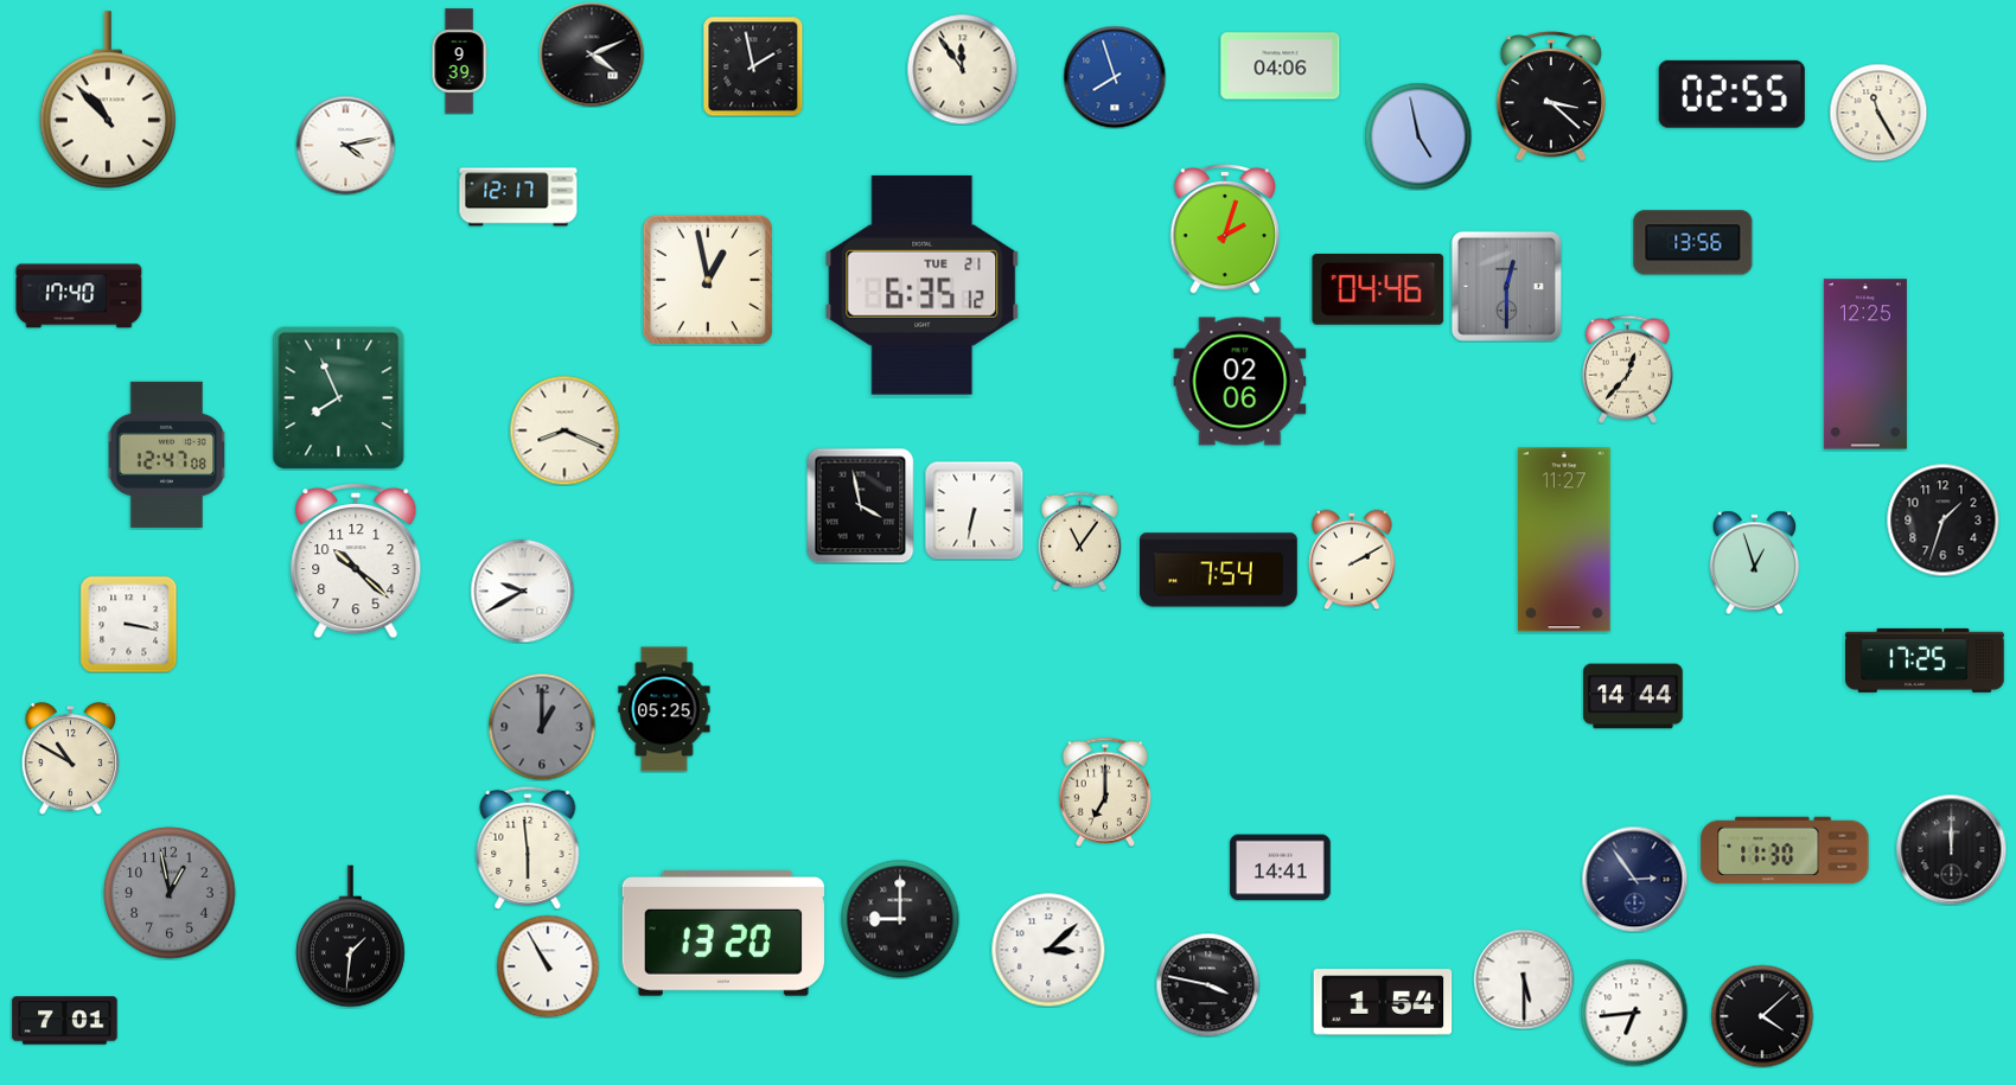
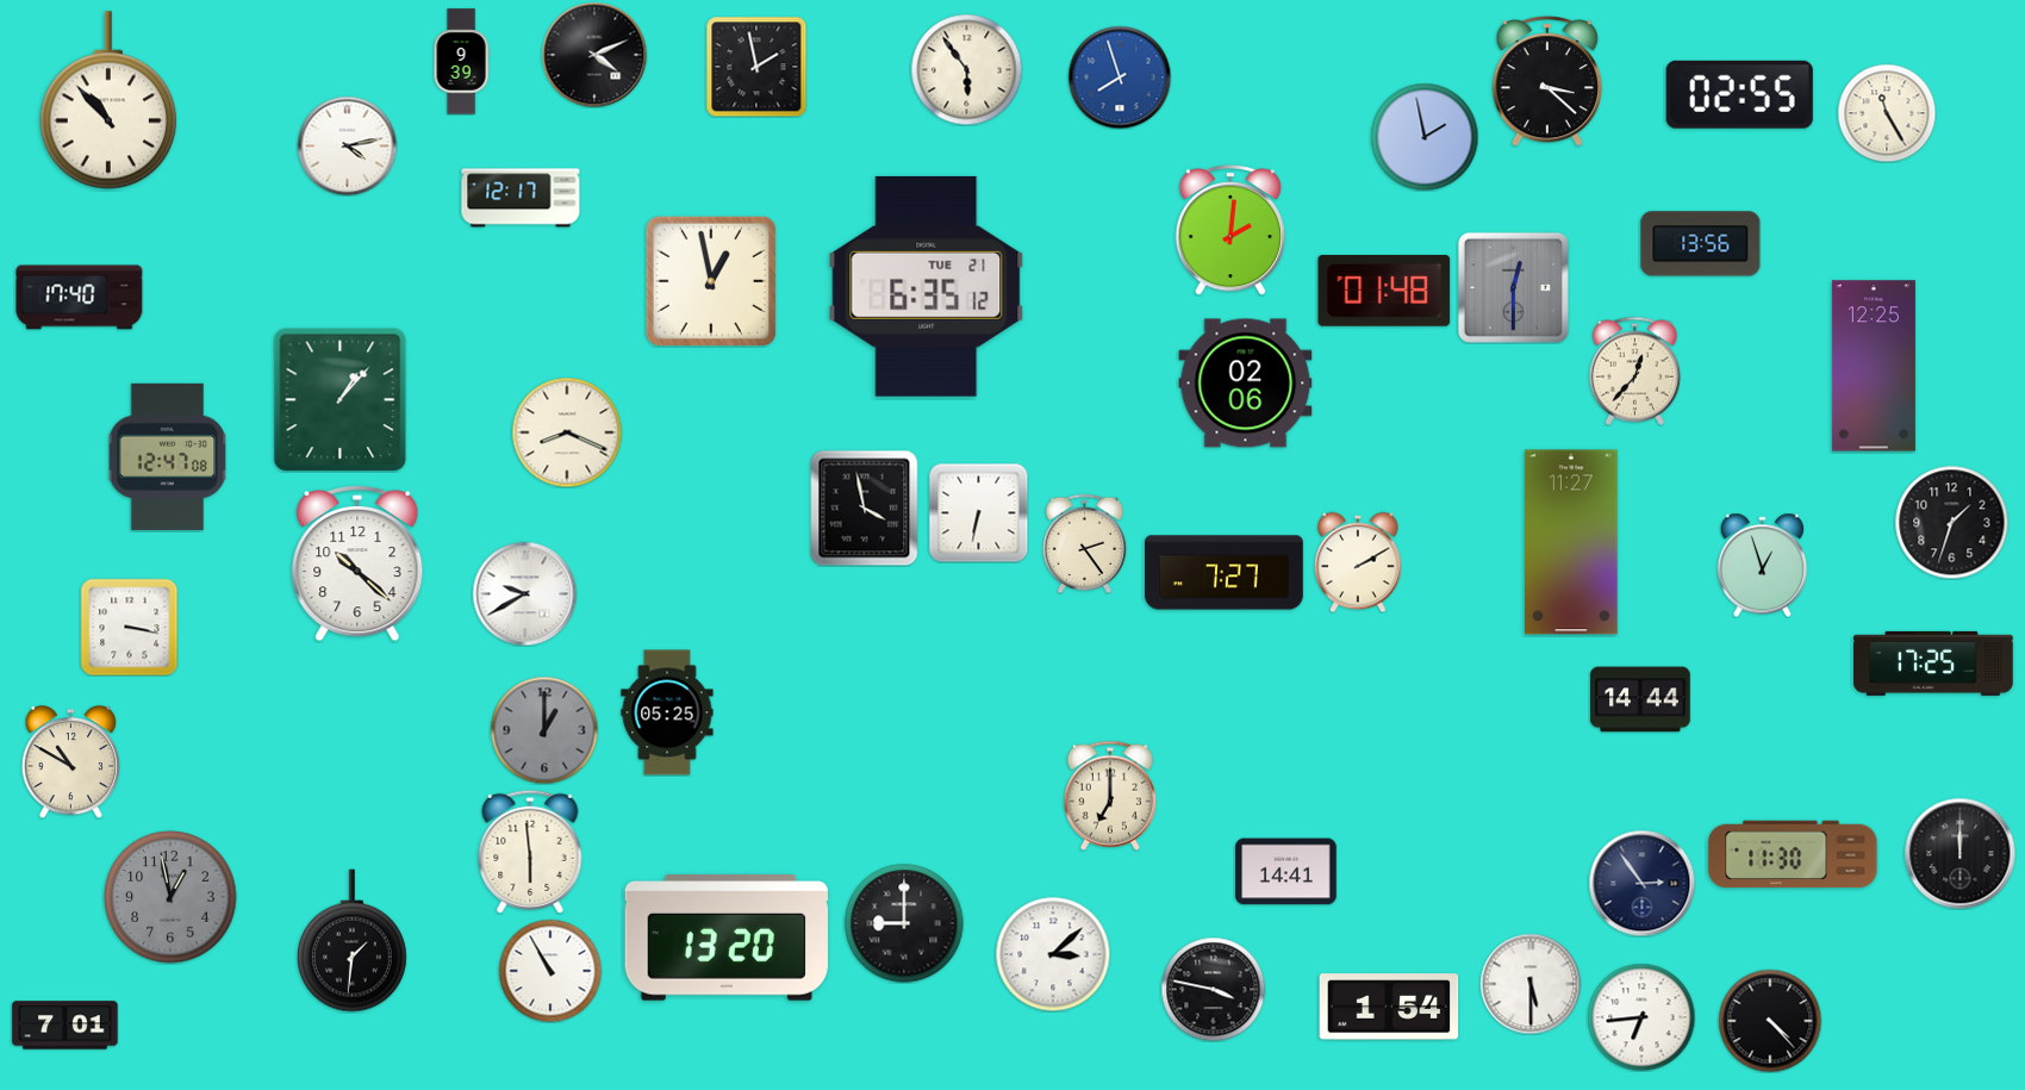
clock at (1281, 66): 04:06 -> none
clock at (962, 69): 11:54 -> 5:54
clock at (1551, 96) position: (1551, 96) -> (1547, 81)
clock at (1418, 136): 4:58 -> 1:58
clock at (1225, 229): 2:03 -> 2:01
clock at (1378, 289): 04:46 -> 01:48
clock at (339, 398): 7:56 -> 1:07
clock at (1080, 541): 11:06 -> 2:24
clock at (1219, 570): 7:54 -> 7:27
clock at (1762, 1016): 4:08 -> 4:23
